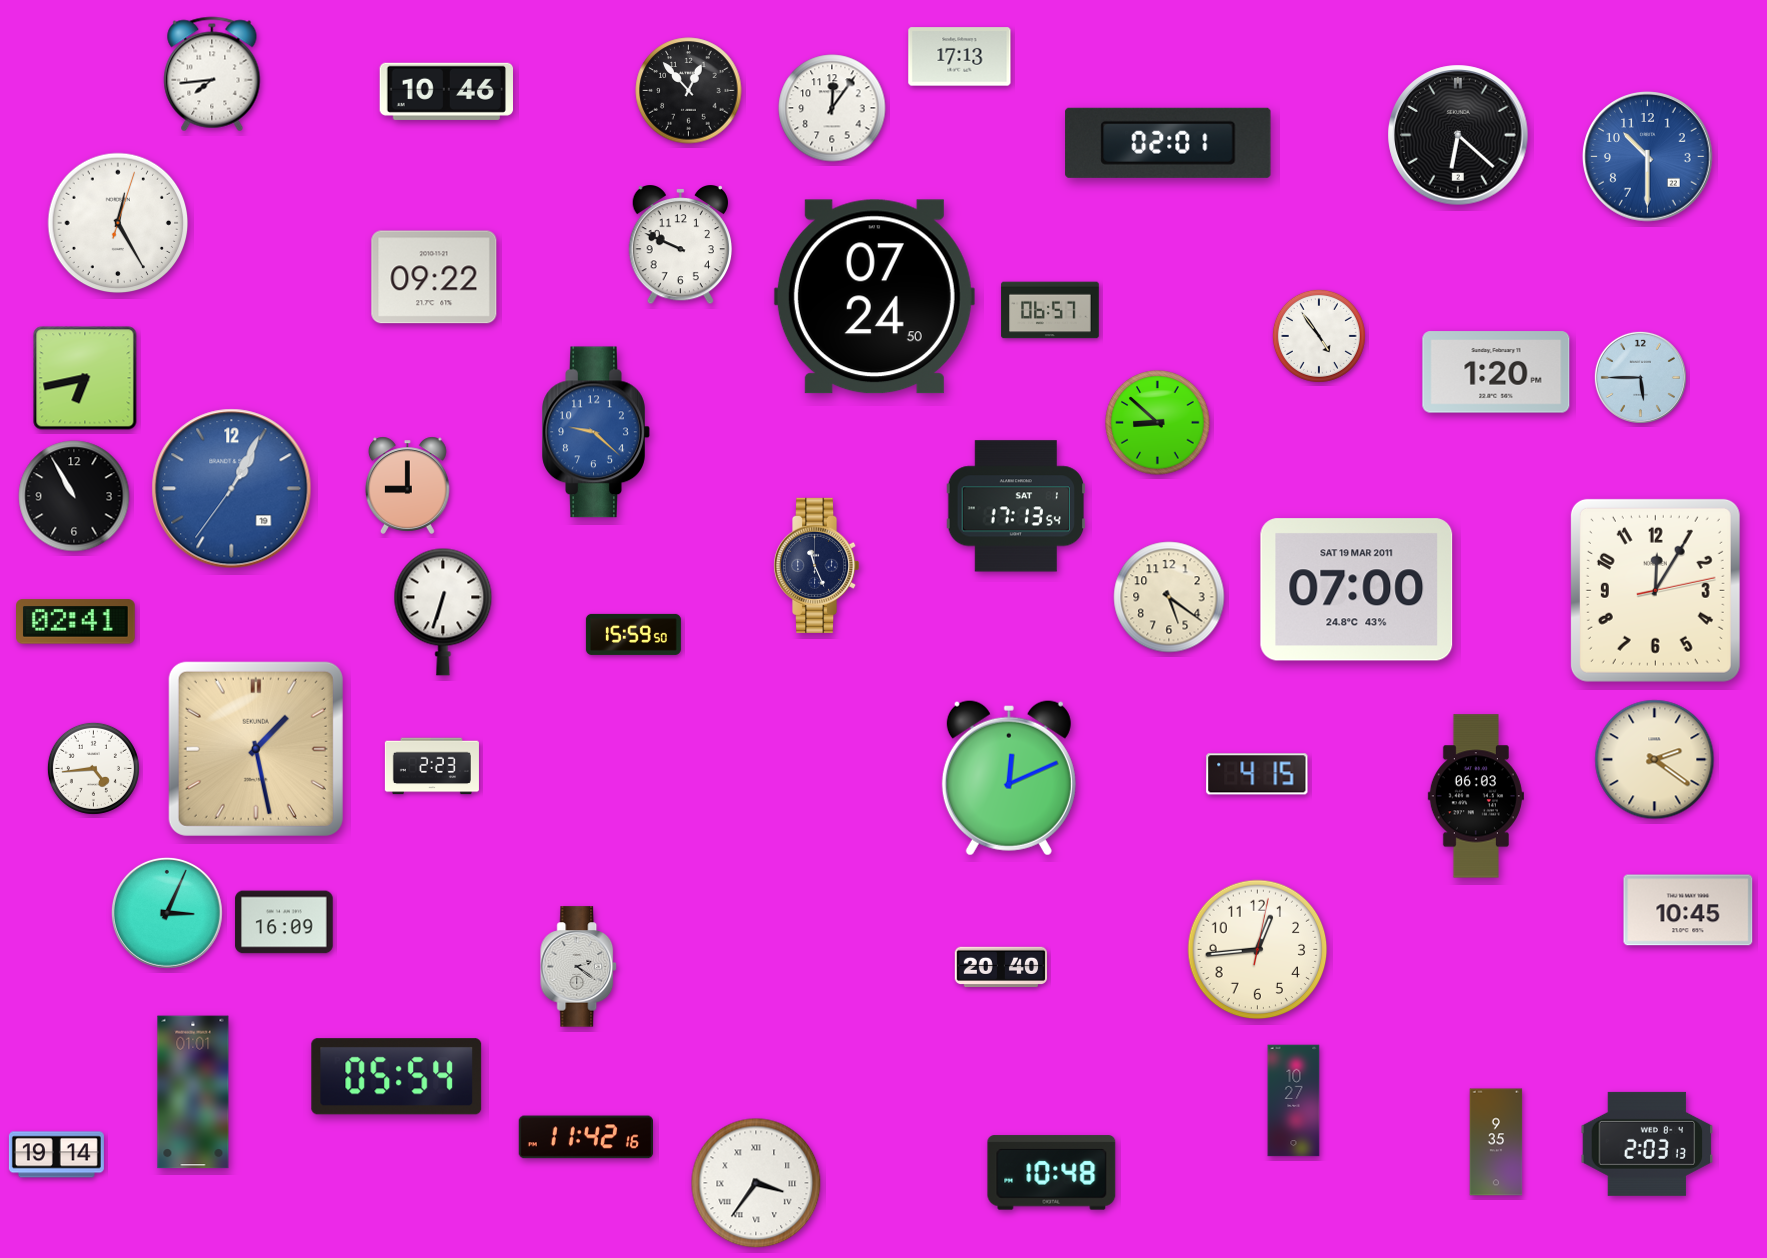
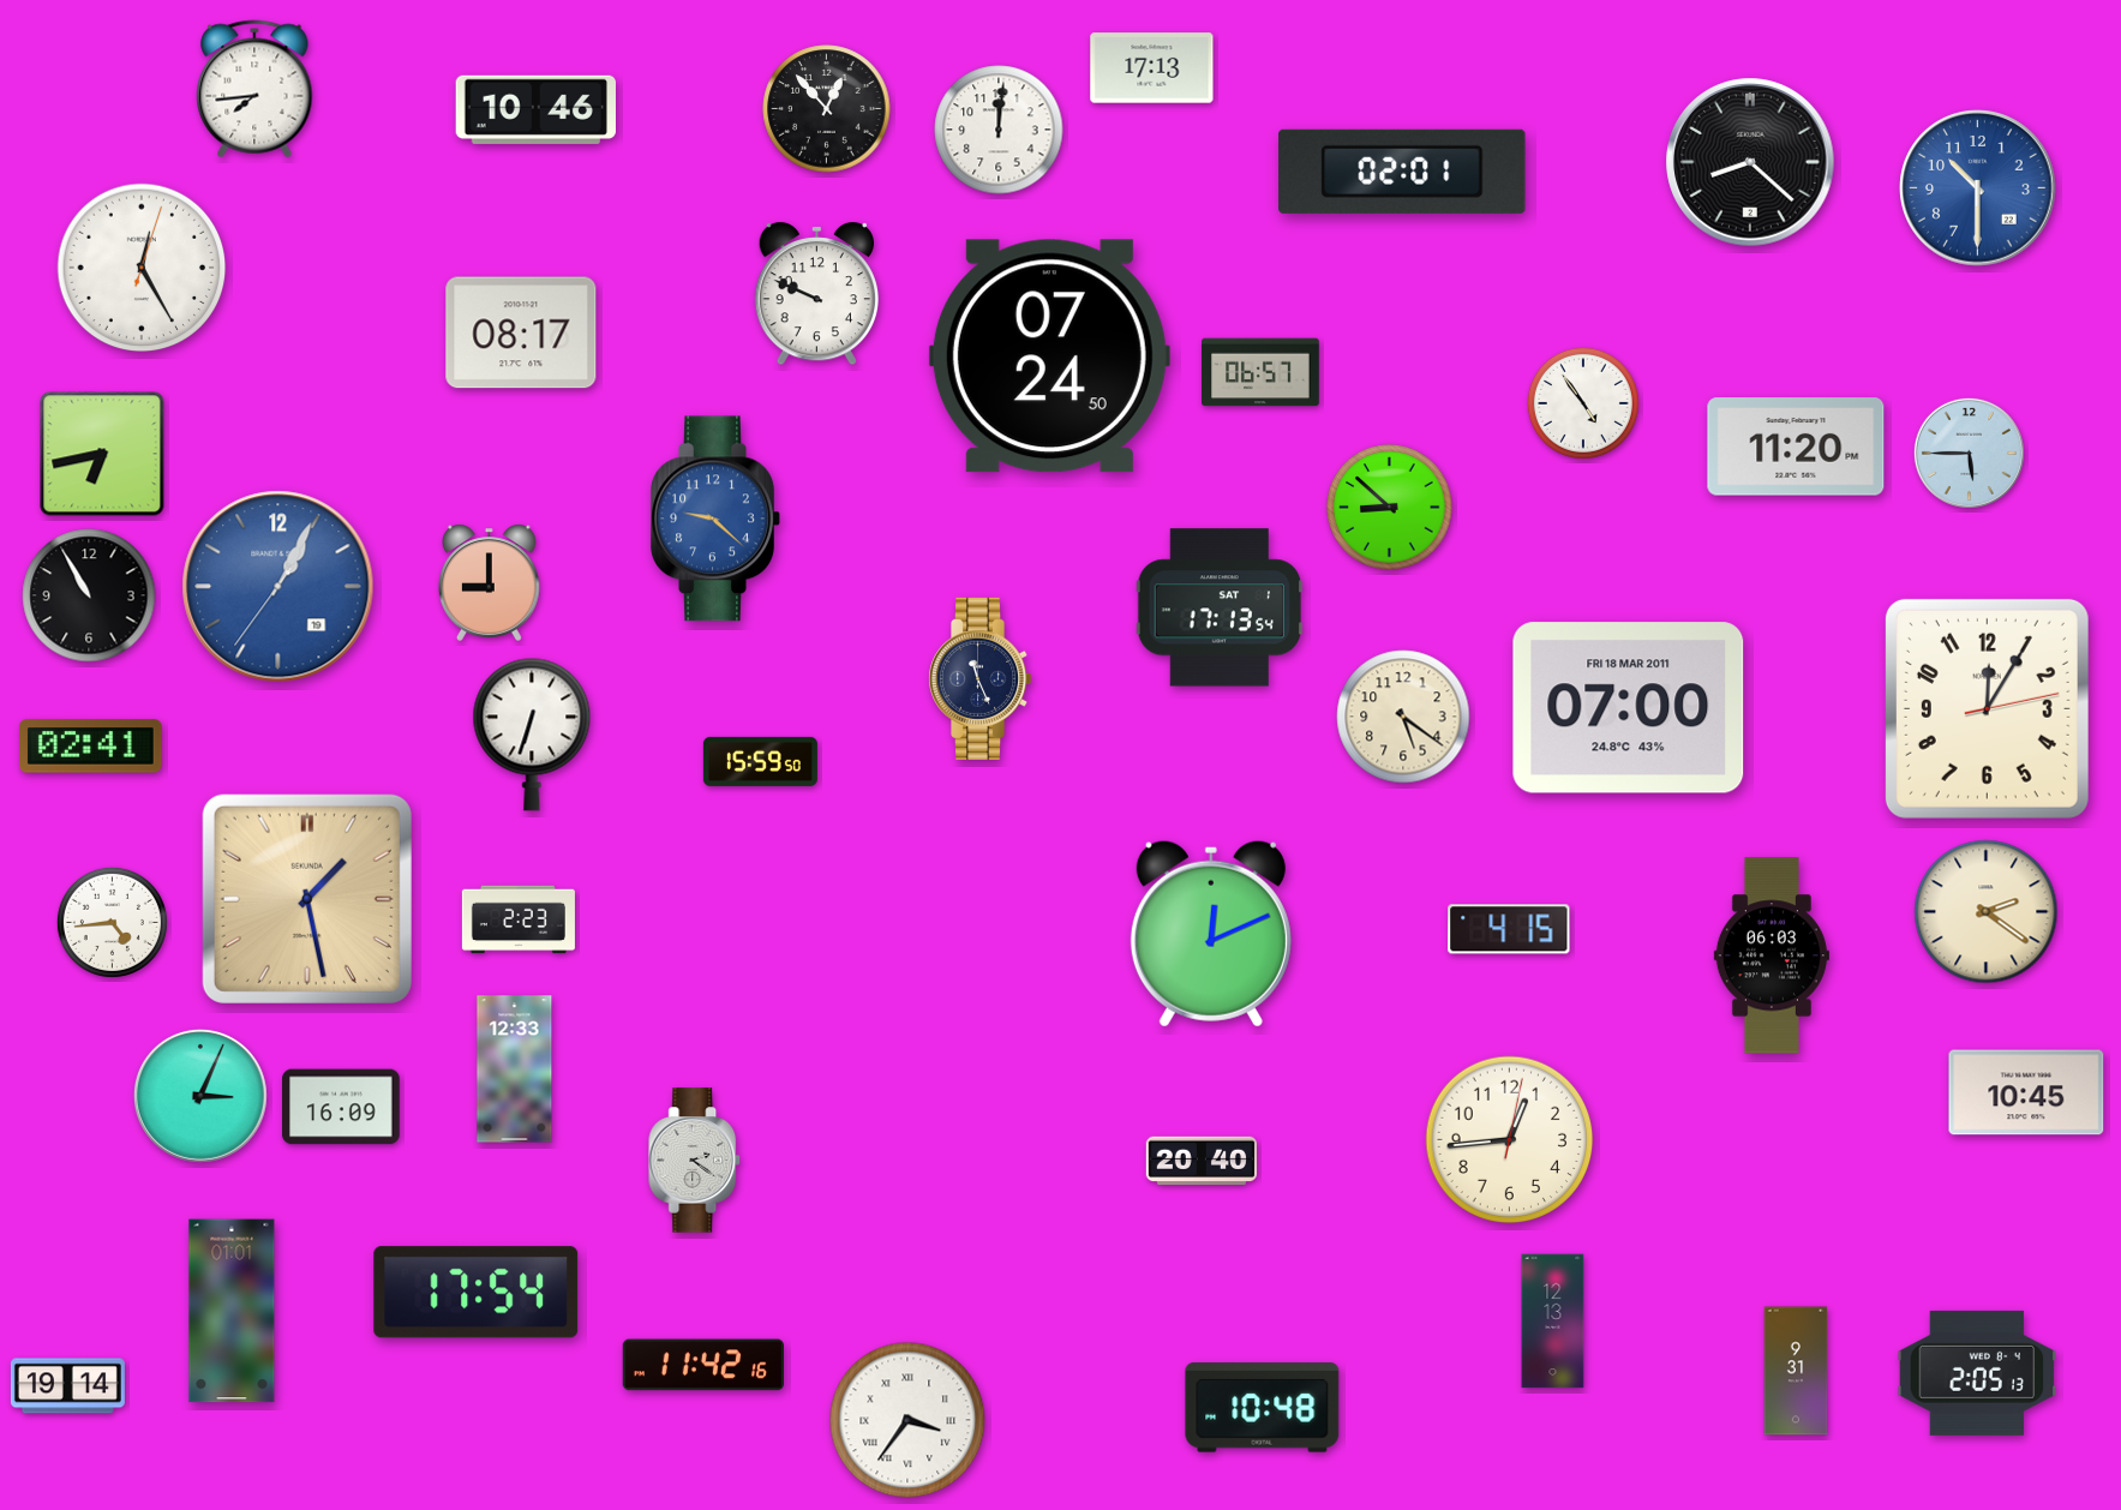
clock at (832, 108): 12:06 -> 12:01
clock at (1458, 135): 6:22 -> 8:22
clock at (434, 277): 09:22 -> 08:17
clock at (1496, 372): 1:20 -> 11:20
clock at (1357, 590) date: SAT 19 MAR 2011 -> FRI 18 MAR 2011
clock at (515, 1069): none -> 12:33
clock at (397, 1077): 05:54 -> 17:54
clock at (1294, 1101): 10:27 -> 12:13
clock at (1496, 1142): 9:35 -> 9:31
clock at (1647, 1144): 2:03 -> 2:05
